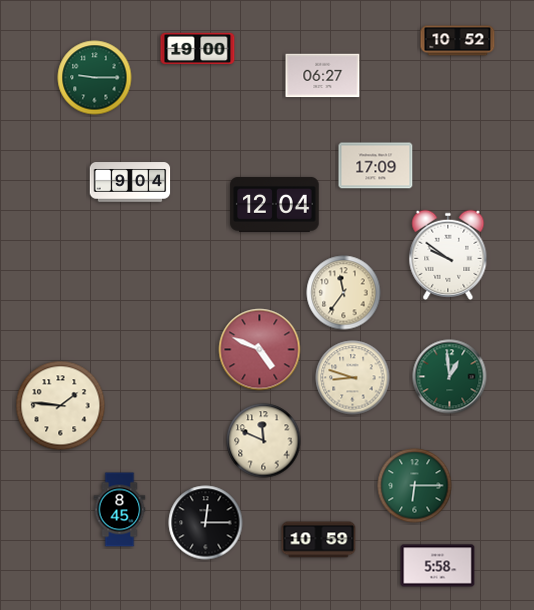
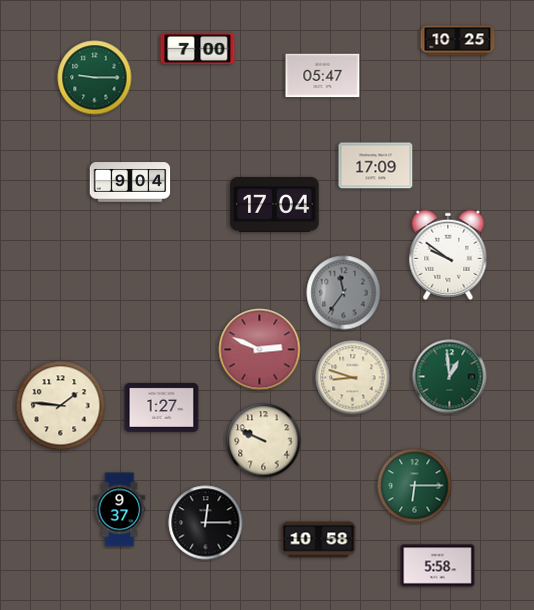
clock at (458, 41): 10:52 -> 10:25
clock at (198, 49): 19:00 -> 7:00
clock at (323, 76): 06:27 -> 05:47
clock at (275, 204): 12:04 -> 17:04
clock at (344, 293) dial: cream -> grey
clock at (260, 350): 4:49 -> 2:49
clock at (162, 407): none -> 1:27
clock at (264, 441): 11:49 -> 9:49
clock at (120, 510): 8:45 -> 9:37
clock at (319, 540): 10:59 -> 10:58
